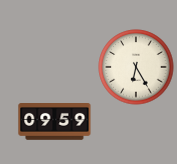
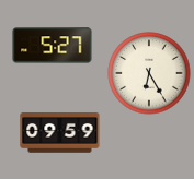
clock at (53, 46): none -> 5:27
